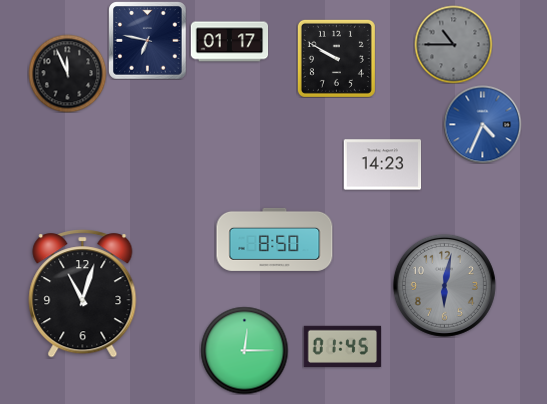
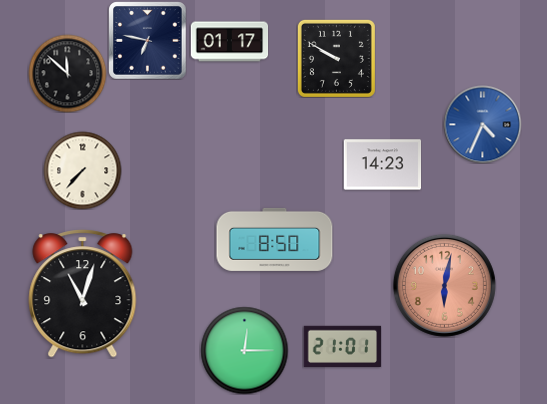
clock at (453, 44): 10:45 -> none
clock at (67, 73): 11:56 -> 11:52
clock at (82, 170): none -> 7:37
clock at (444, 285) dial: grey -> salmon
clock at (342, 346): 01:45 -> 21:01
